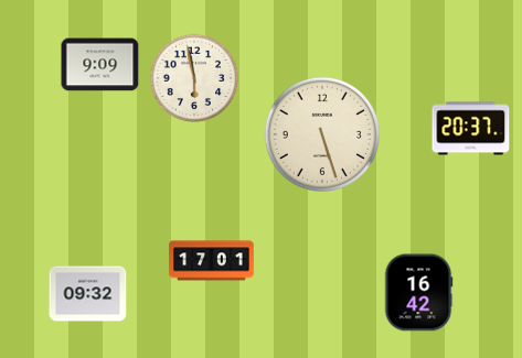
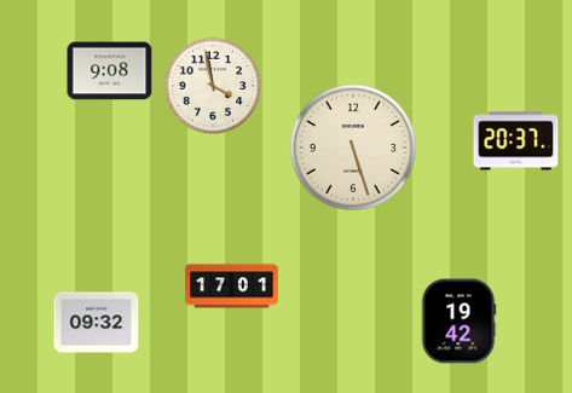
clock at (100, 65): 9:09 -> 9:08
clock at (194, 78): 5:58 -> 3:58
clock at (418, 293): 16:42 -> 19:42
